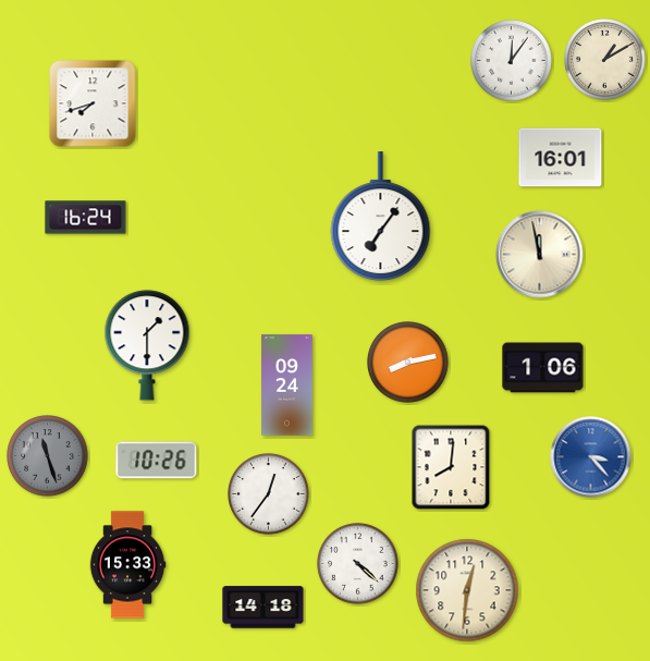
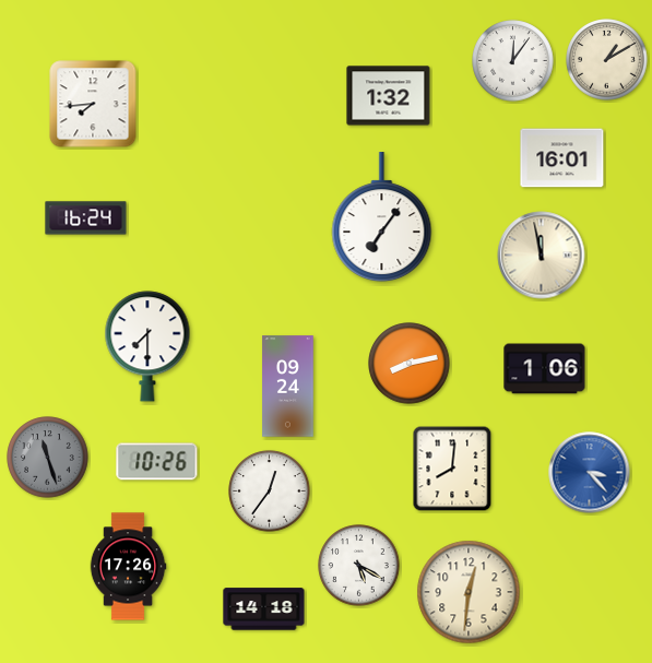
clock at (389, 96): none -> 1:32
clock at (93, 103): 7:42 -> 7:44
clock at (147, 345): 1:30 -> 7:30
clock at (591, 457) position: (591, 457) -> (590, 473)
clock at (269, 494) position: (269, 494) -> (270, 492)
clock at (358, 564): 4:22 -> 5:20
clock at (127, 565): 15:33 -> 17:26
